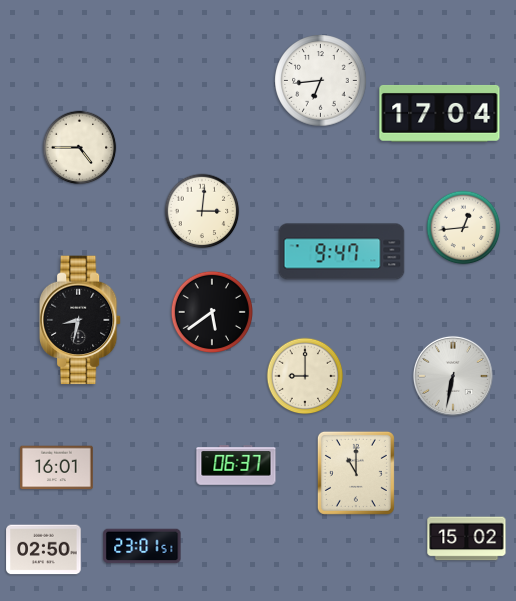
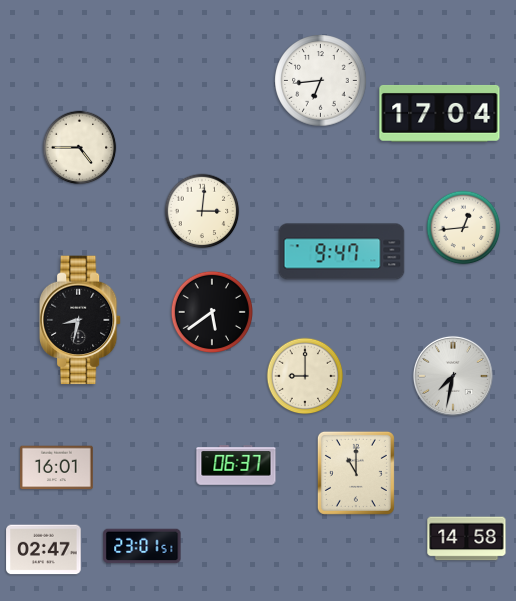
clock at (453, 376): 6:32 -> 7:32
clock at (467, 539): 15:02 -> 14:58
clock at (44, 550): 02:50 -> 02:47
